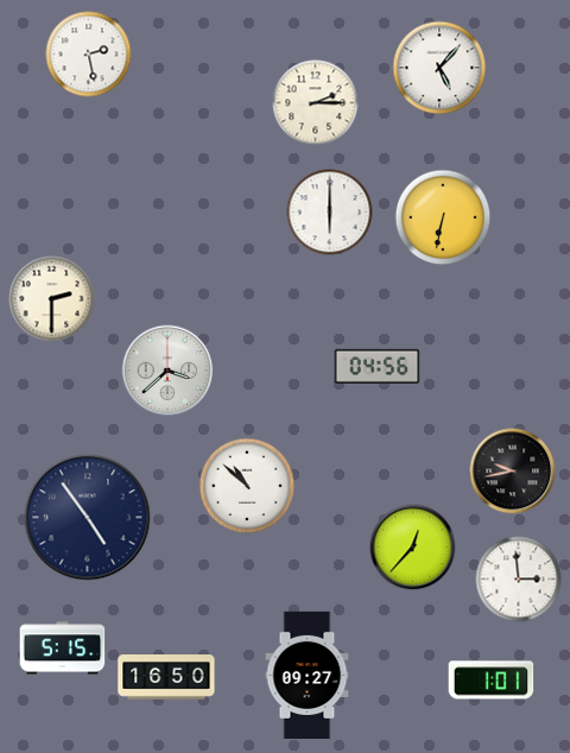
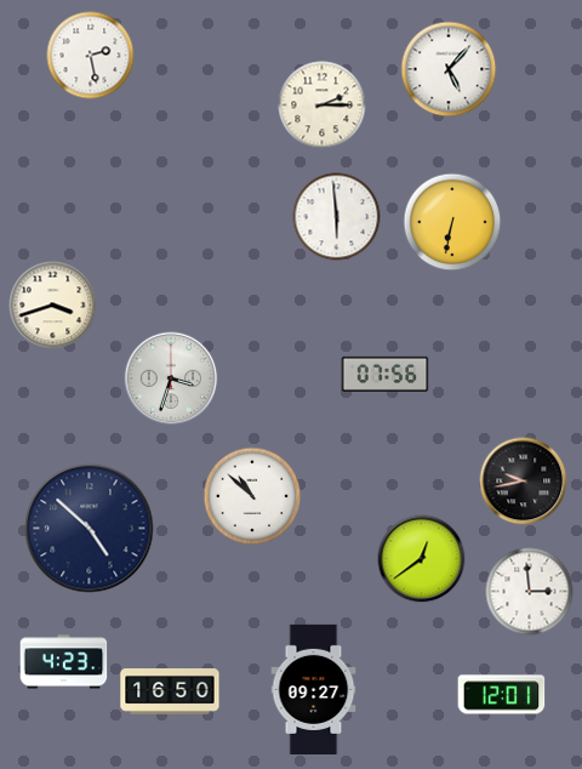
clock at (330, 213): 6:00 -> 5:59
clock at (52, 299): 2:30 -> 3:42
clock at (378, 366): 04:56 -> 07:56
clock at (167, 371): 3:38 -> 3:33
clock at (88, 518): 4:54 -> 4:52
clock at (413, 548): 12:37 -> 12:39
clock at (63, 648): 5:15 -> 4:23
clock at (492, 681): 1:01 -> 12:01
